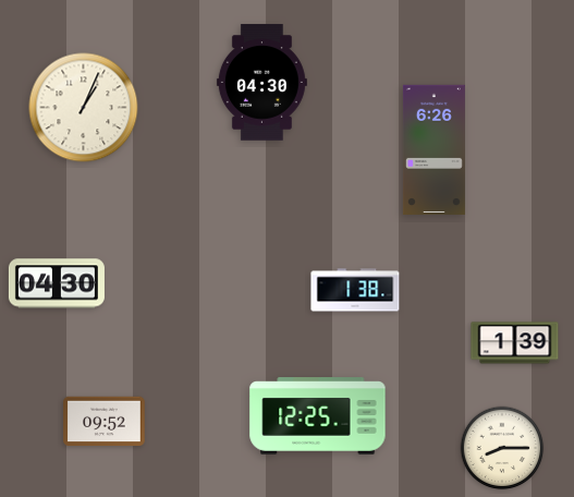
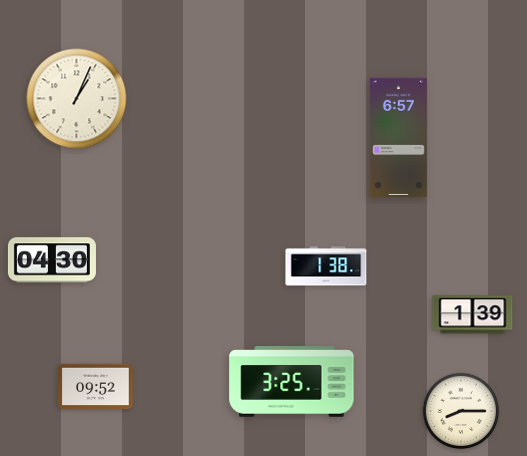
clock at (261, 83): 04:30 -> none
clock at (433, 149): 6:26 -> 6:57
clock at (318, 416): 12:25 -> 3:25
